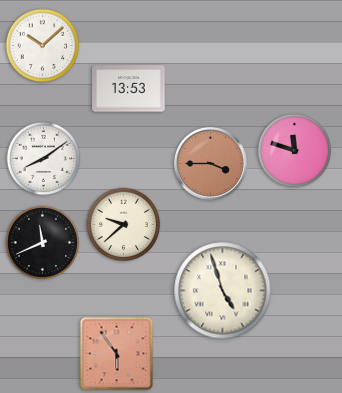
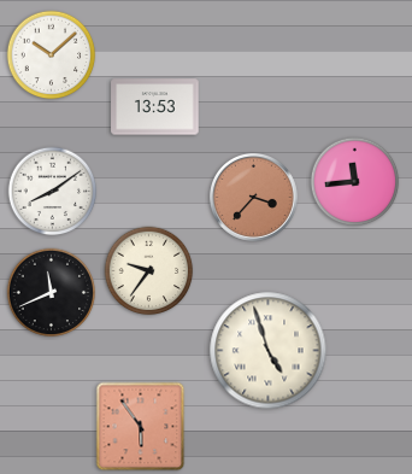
clock at (295, 151): 11:48 -> 11:44
clock at (210, 163): 3:45 -> 3:37
clock at (124, 225): 9:38 -> 9:36
